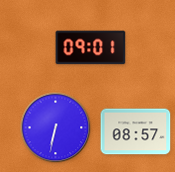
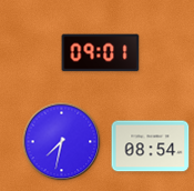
clock at (56, 128): 6:32 -> 7:32
clock at (136, 132): 08:57 -> 08:54
